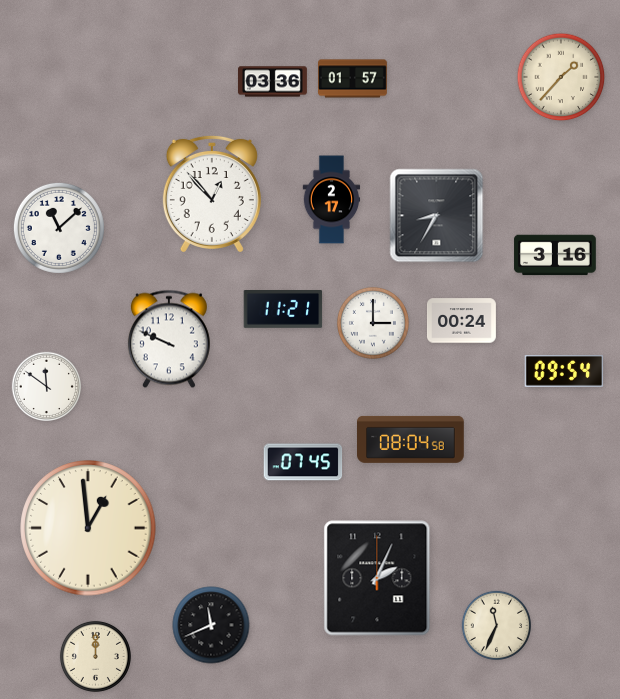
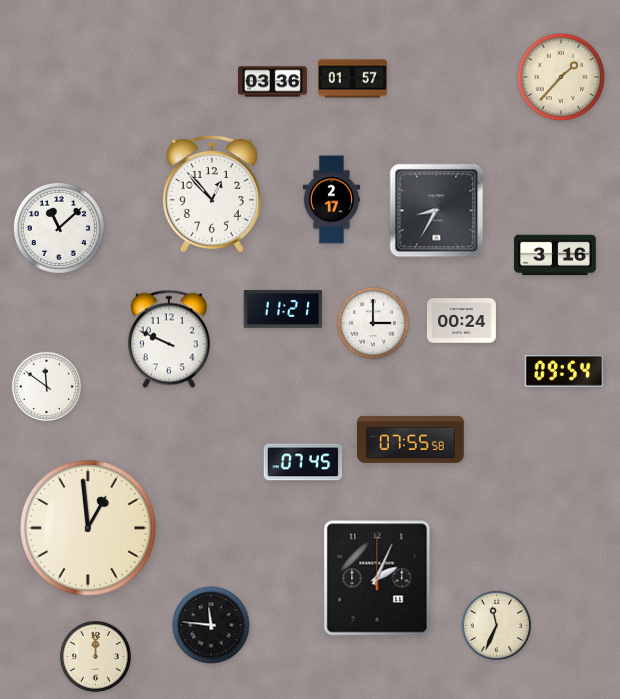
clock at (437, 216) position: (437, 216) -> (437, 211)
clock at (411, 439): 08:04 -> 07:55
clock at (211, 625): 11:41 -> 11:46
